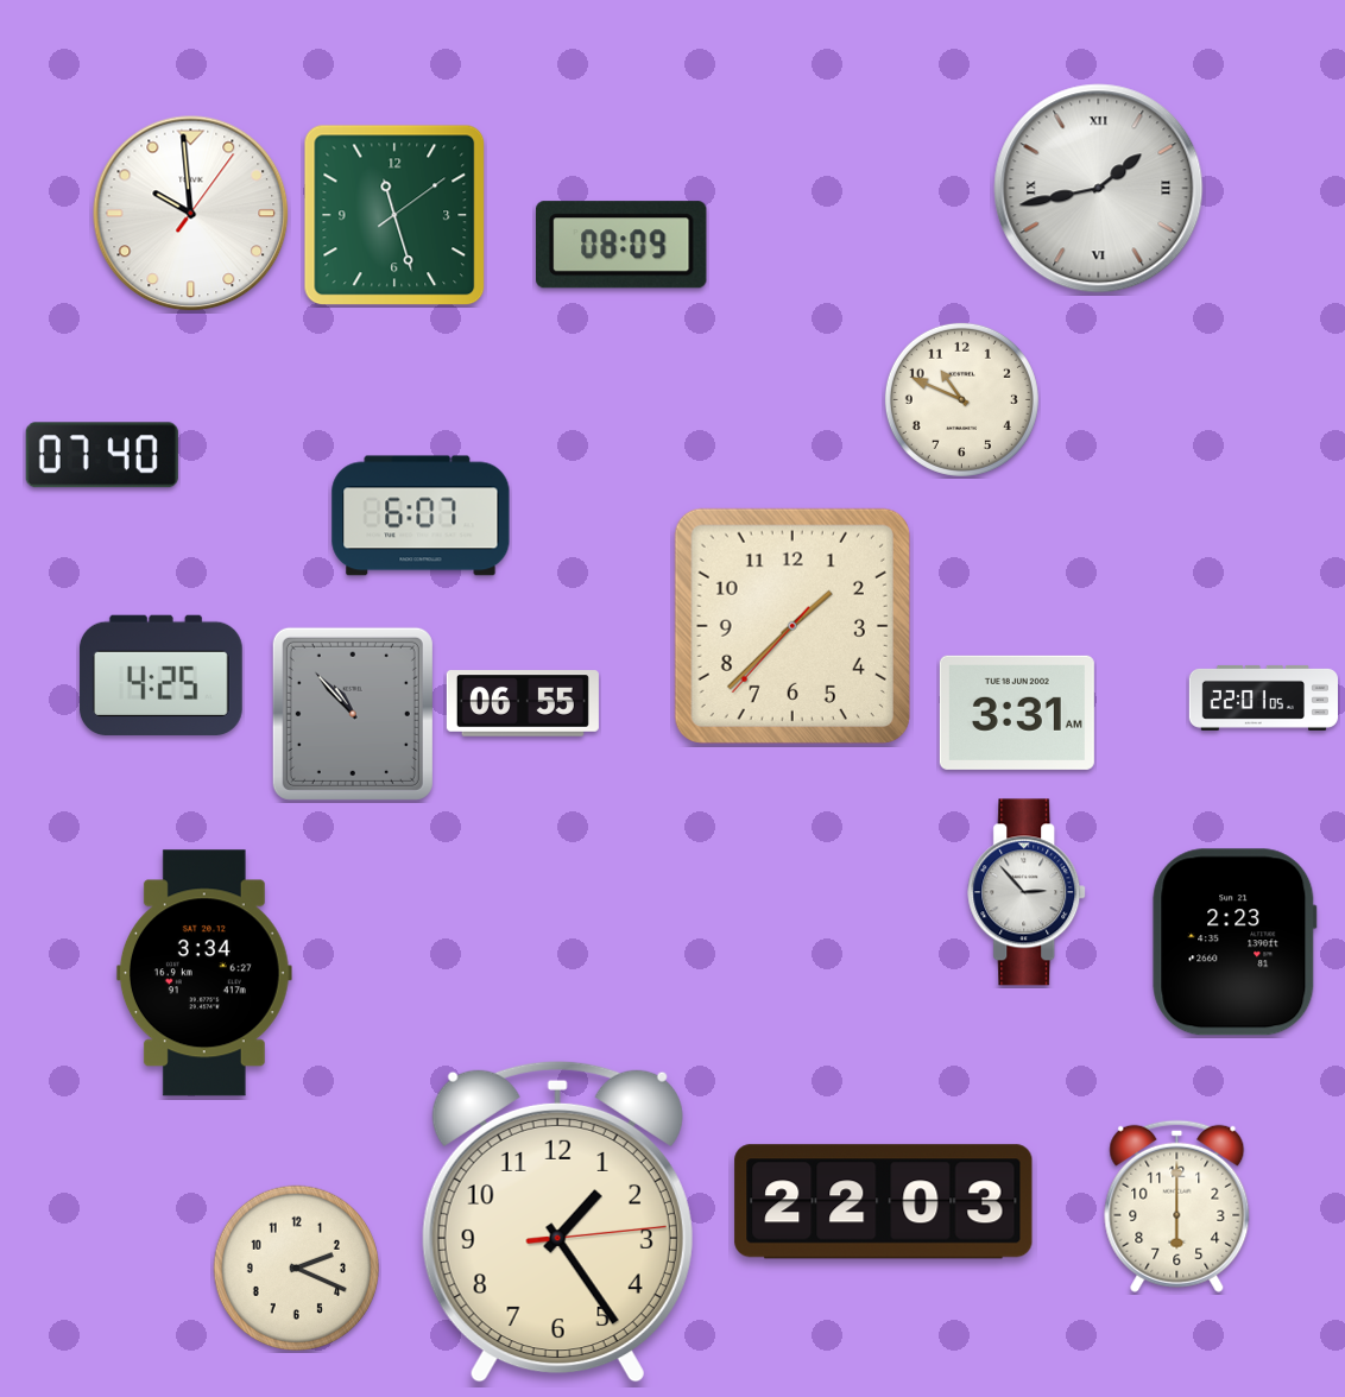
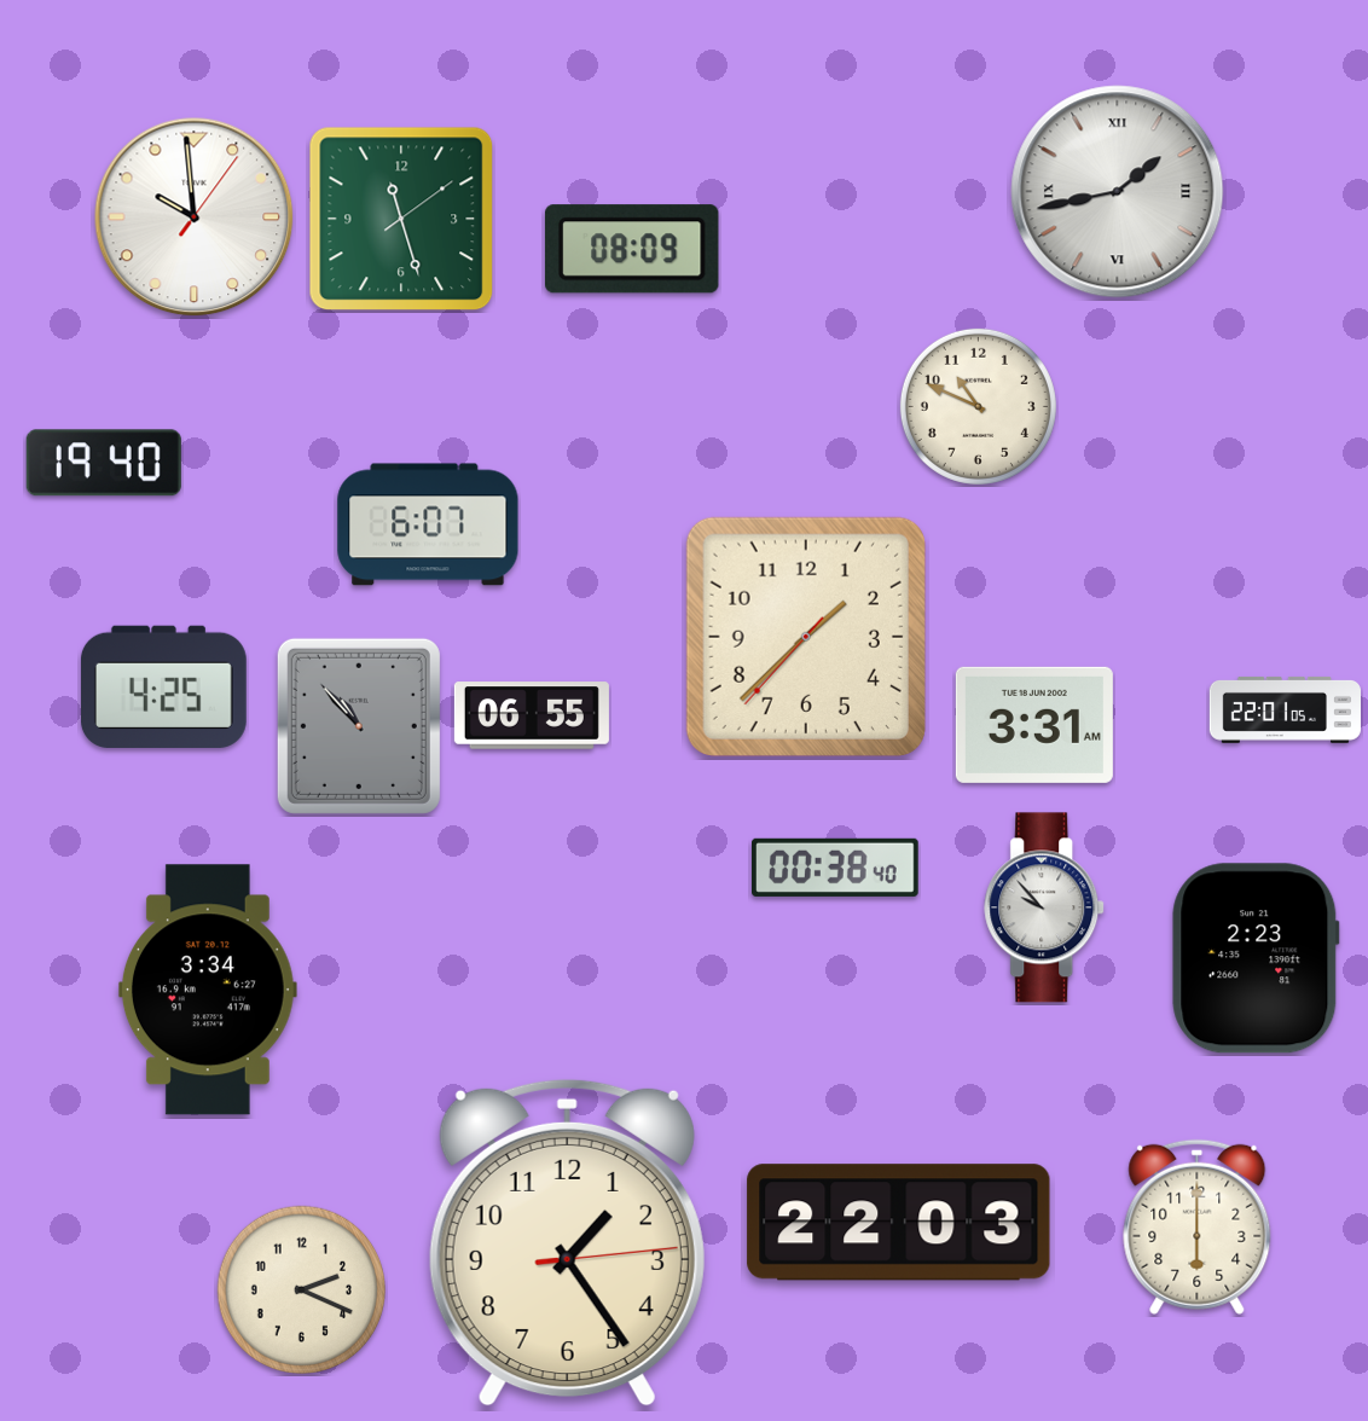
clock at (102, 455): 07:40 -> 19:40
clock at (836, 868): none -> 00:38
clock at (1028, 892): 2:53 -> 9:53
